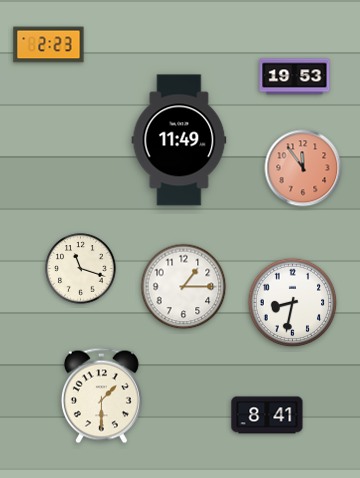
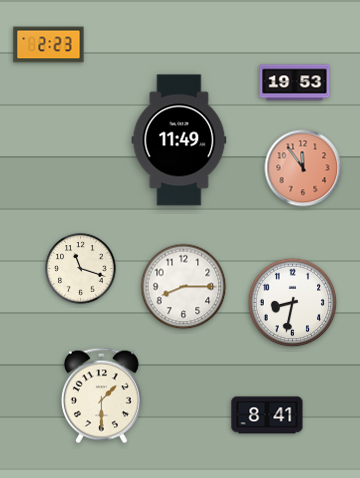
clock at (295, 77) position: (295, 77) -> (295, 83)
clock at (184, 287): 1:15 -> 8:15
